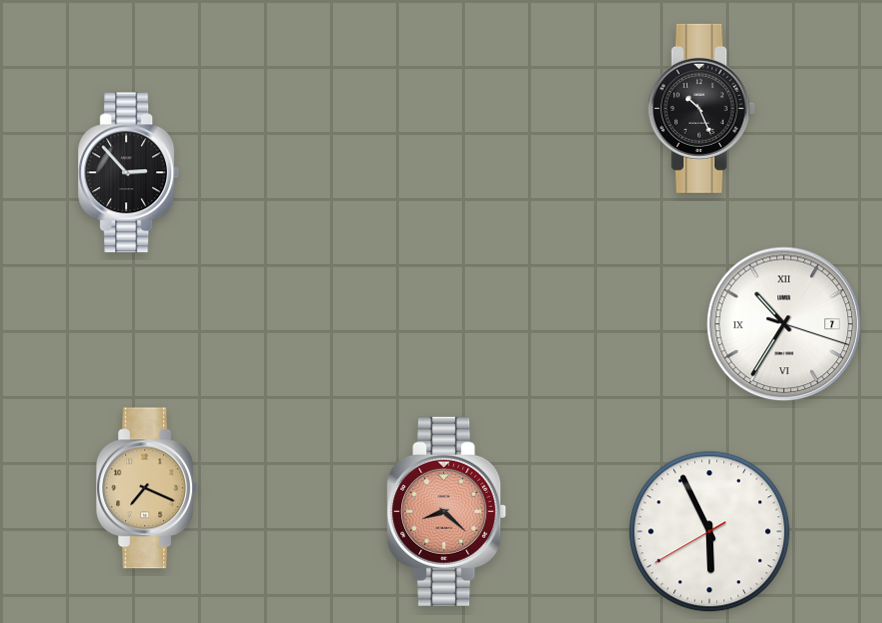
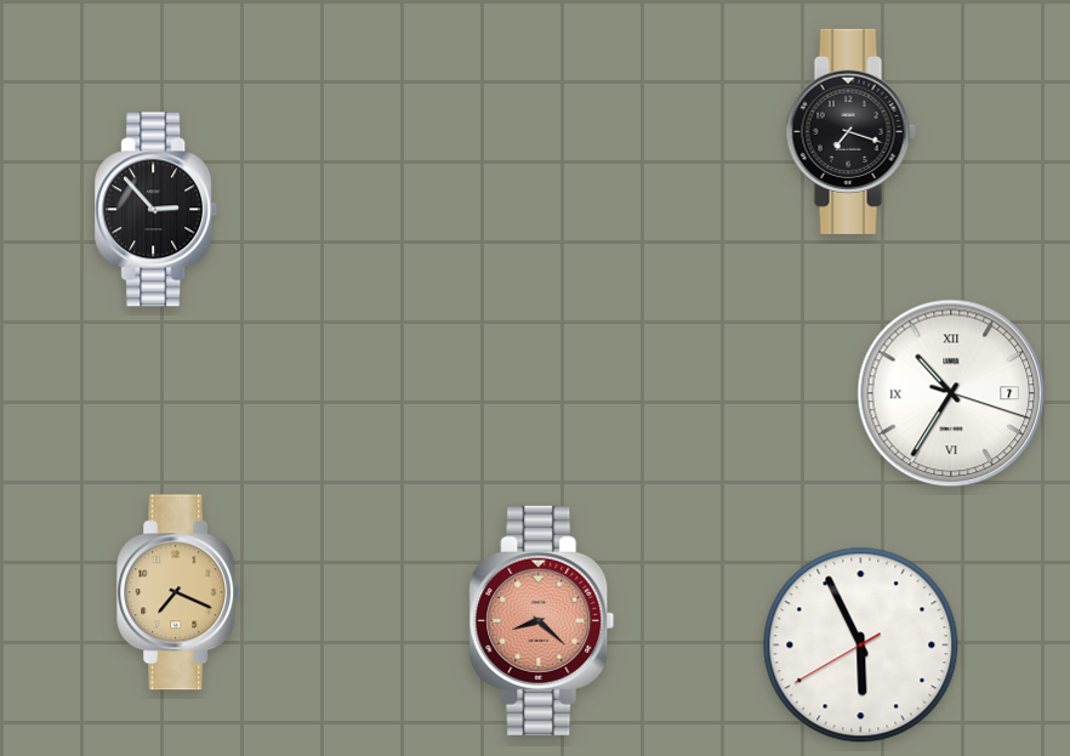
clock at (701, 108): 10:26 -> 7:18
